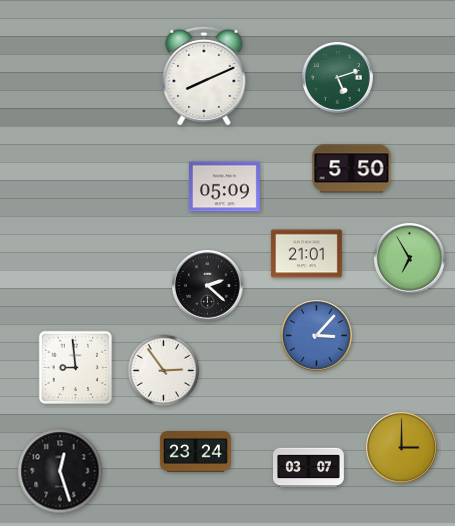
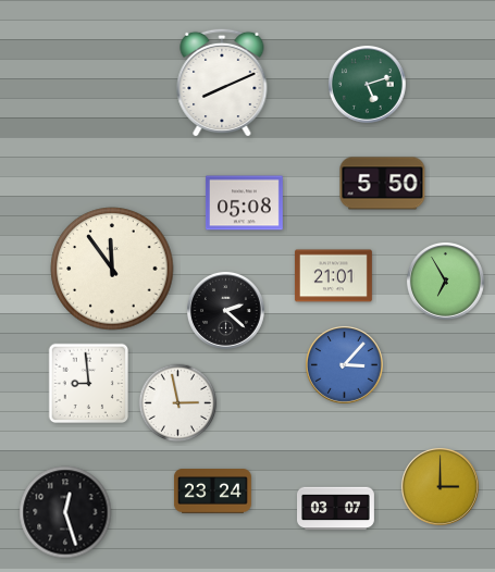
clock at (224, 187): 05:09 -> 05:08
clock at (112, 269): none -> 11:54
clock at (76, 368) position: (76, 368) -> (89, 384)
clock at (164, 371): 2:54 -> 2:58
clock at (401, 447) position: (401, 447) -> (440, 486)
